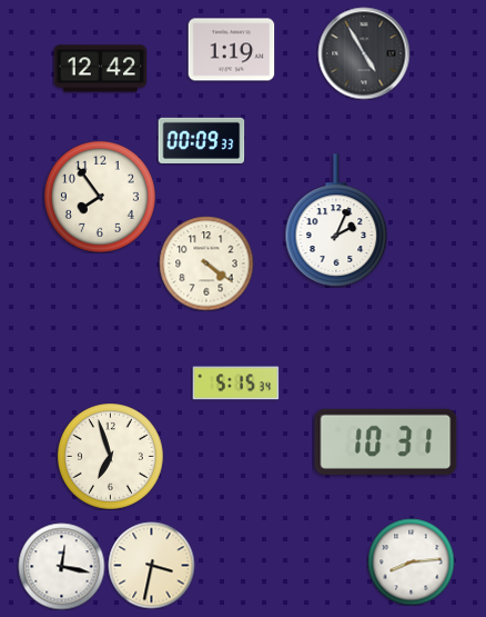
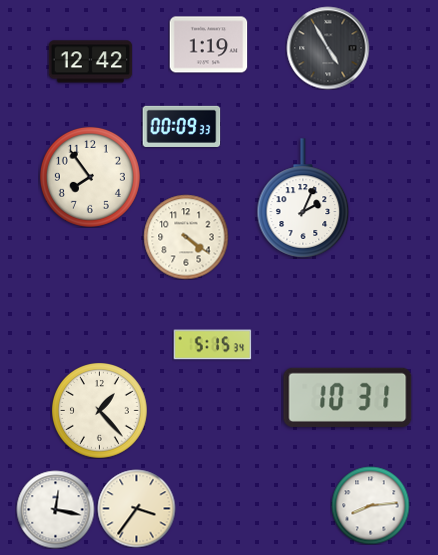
clock at (111, 457): 6:57 -> 1:23
clock at (151, 565): 3:32 -> 3:36
